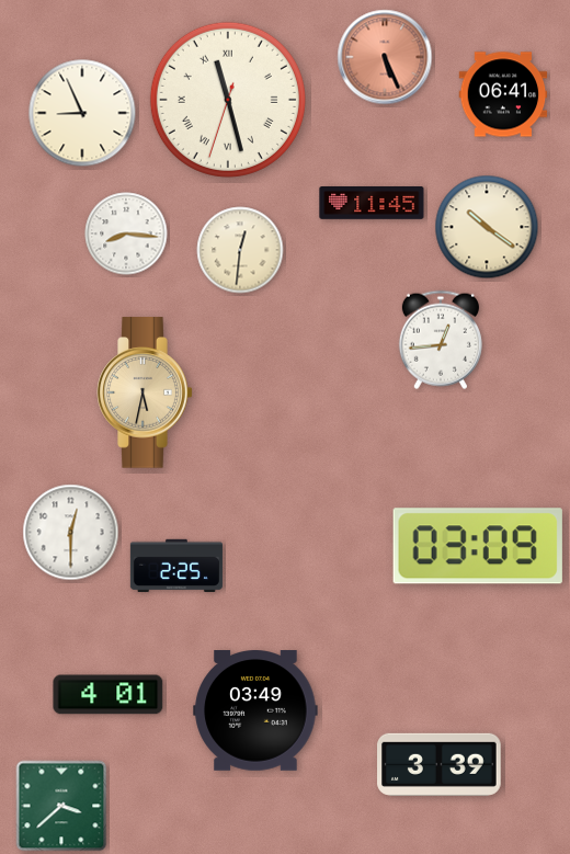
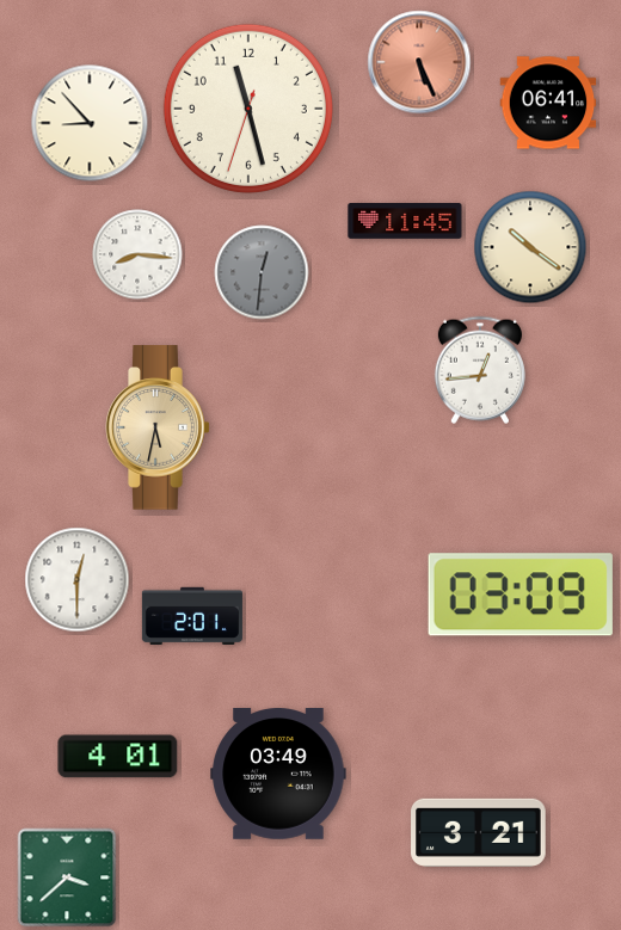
clock at (228, 100) numerals: Roman -> Arabic
clock at (82, 113): 8:56 -> 8:53
clock at (240, 250) dial: cream -> grey
clock at (176, 565): 2:25 -> 2:01
clock at (440, 764): 3:39 -> 3:21
